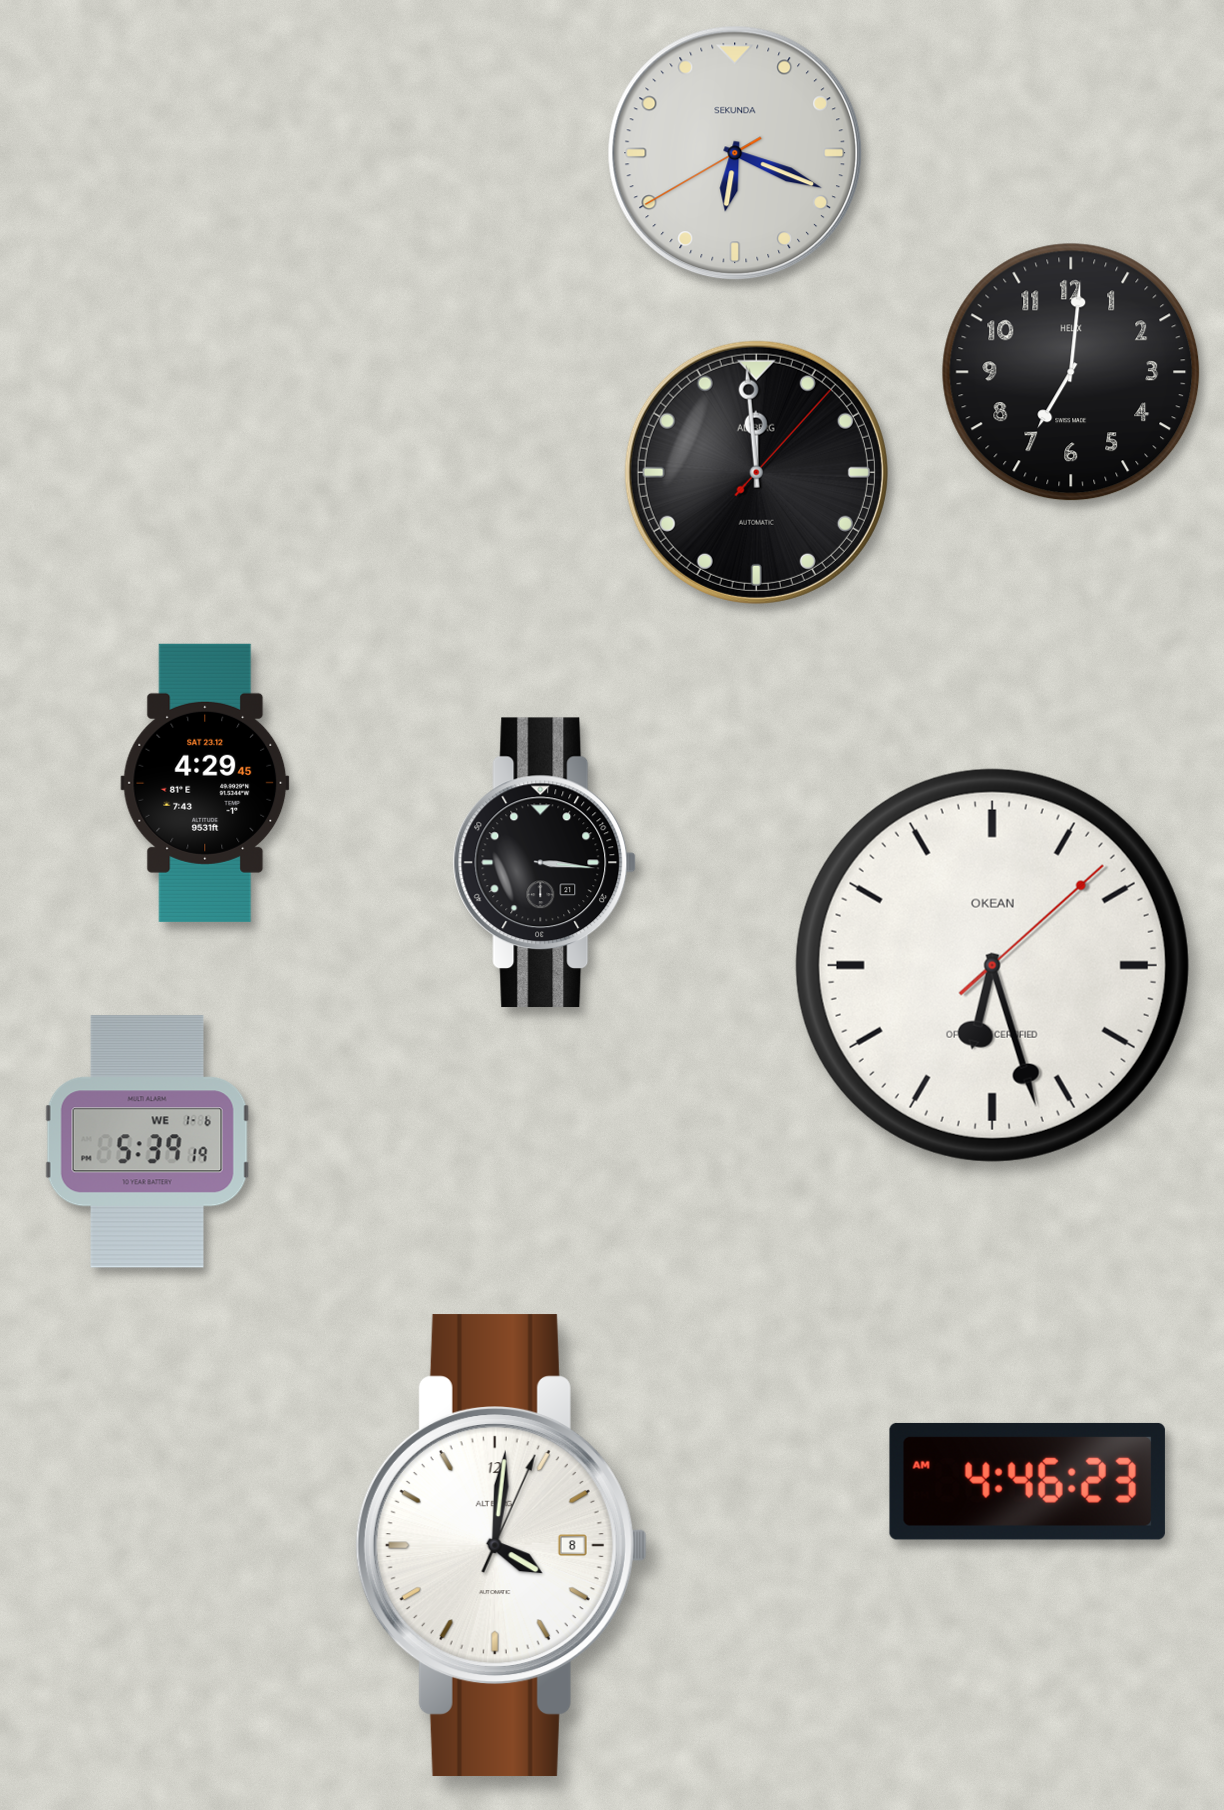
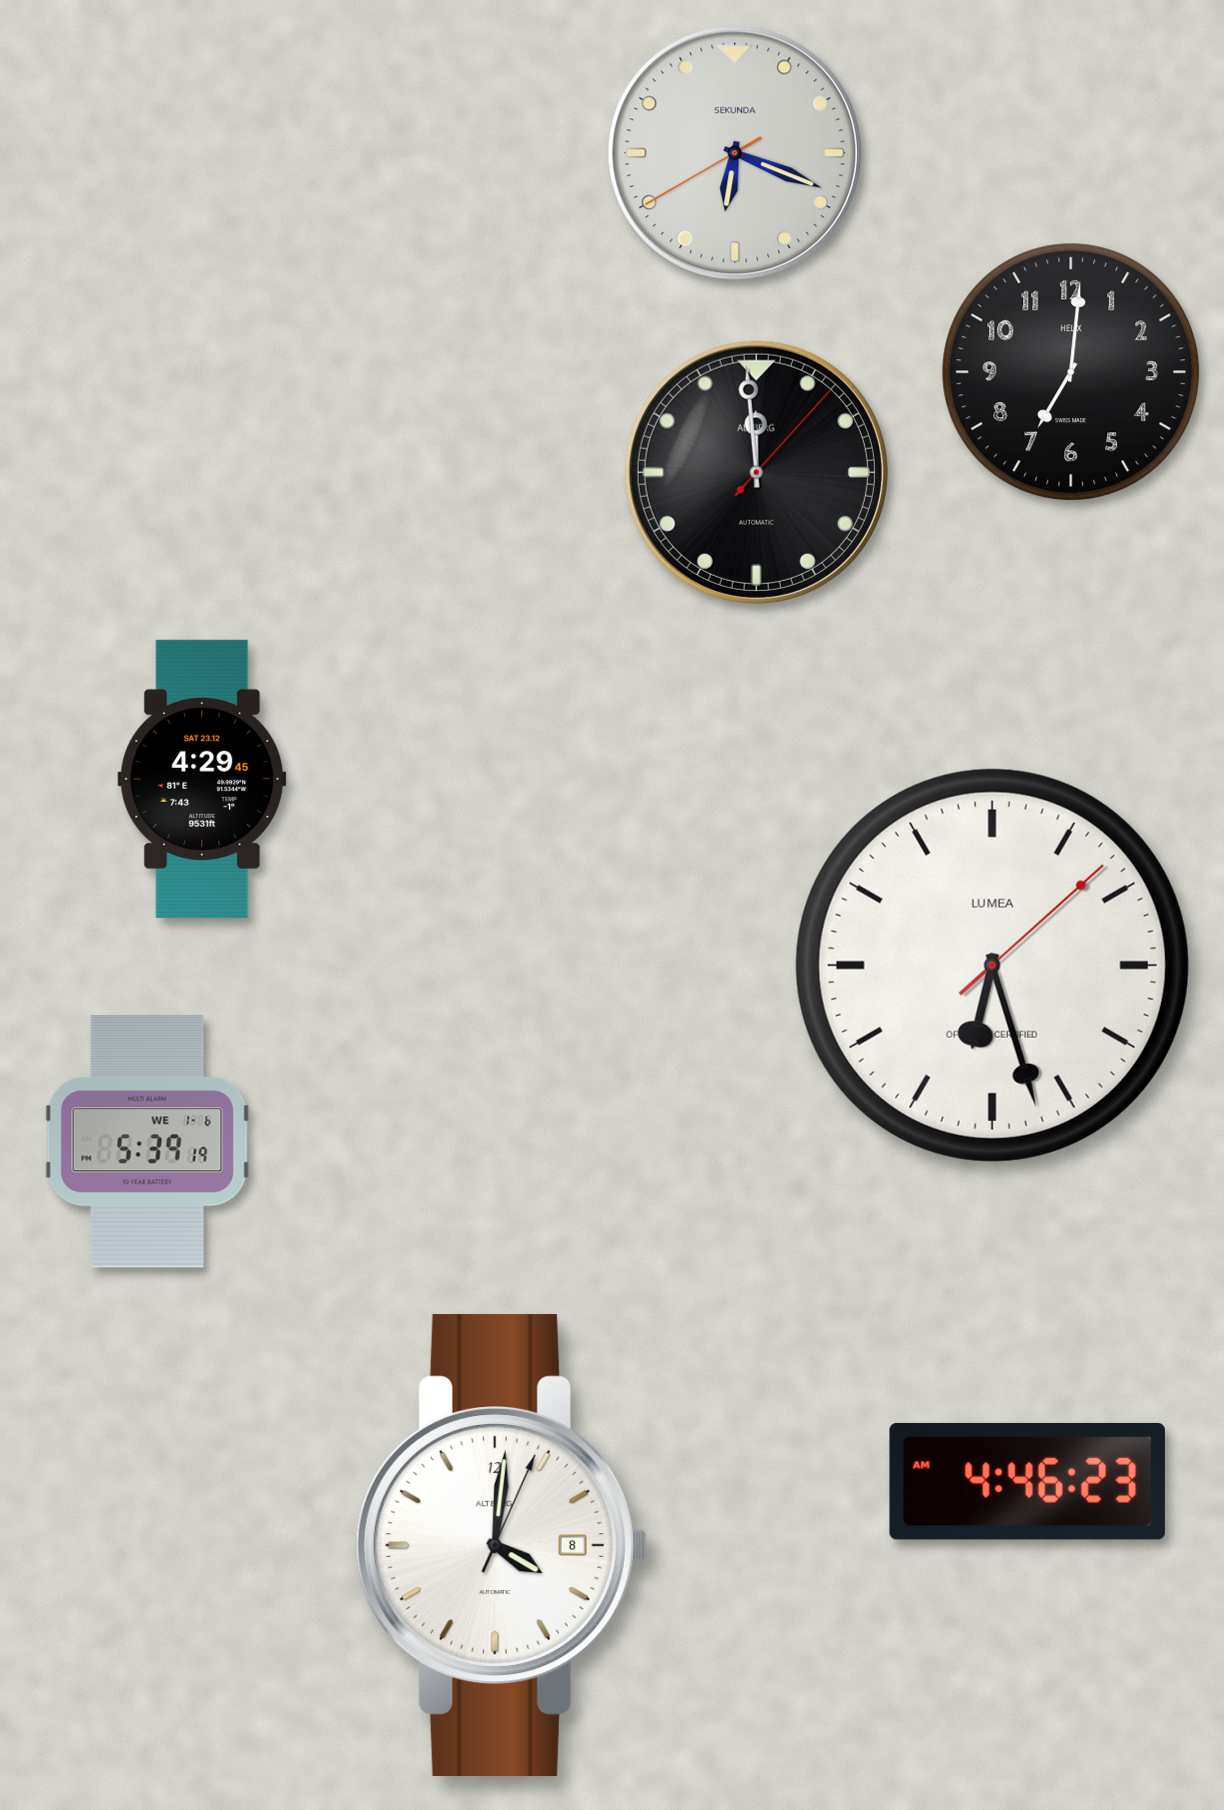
clock at (205, 783) position: (205, 783) -> (202, 779)
clock at (545, 863): 3:16 -> none
clock at (992, 965) brand: OKEAN -> LUMEA
